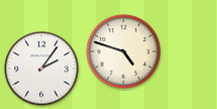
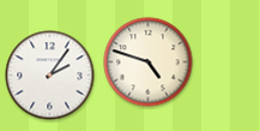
clock at (42, 69) position: (42, 69) -> (50, 76)
